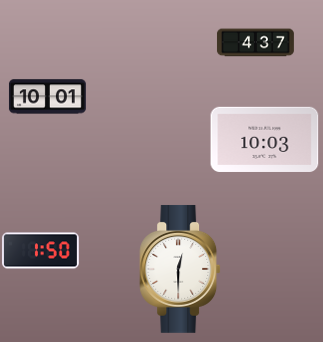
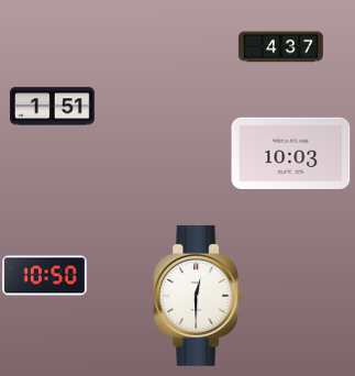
clock at (47, 97): 10:01 -> 1:51
clock at (40, 251): 1:50 -> 10:50
